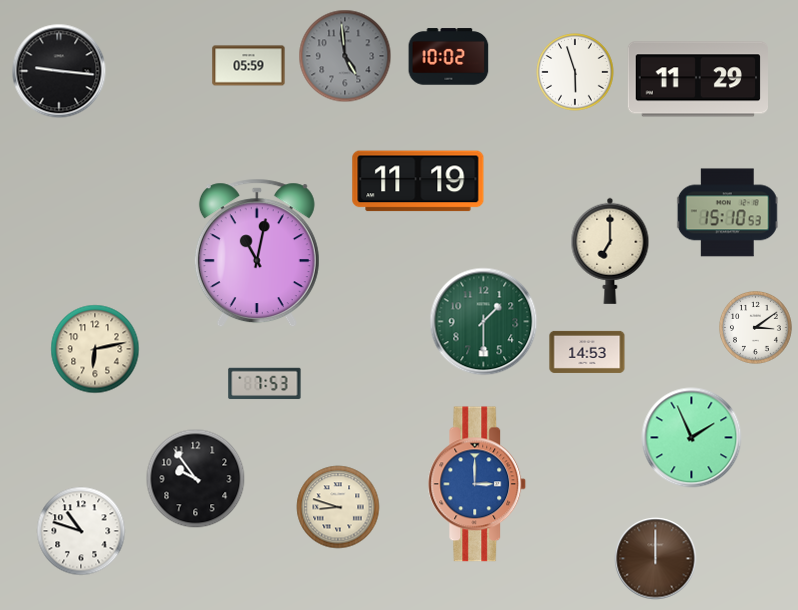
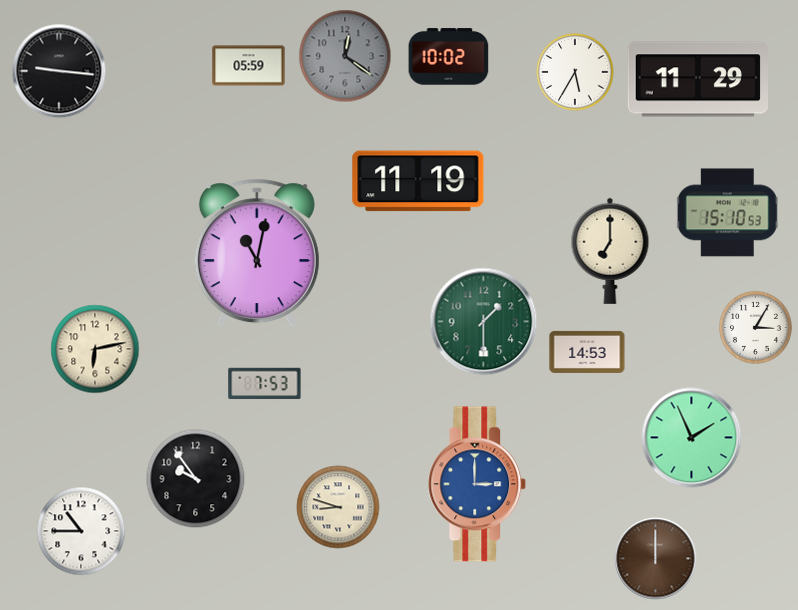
clock at (345, 56): 4:59 -> 12:21
clock at (575, 72): 5:57 -> 5:35
clock at (755, 327): 3:09 -> 3:05
clock at (81, 531): 10:48 -> 10:45
